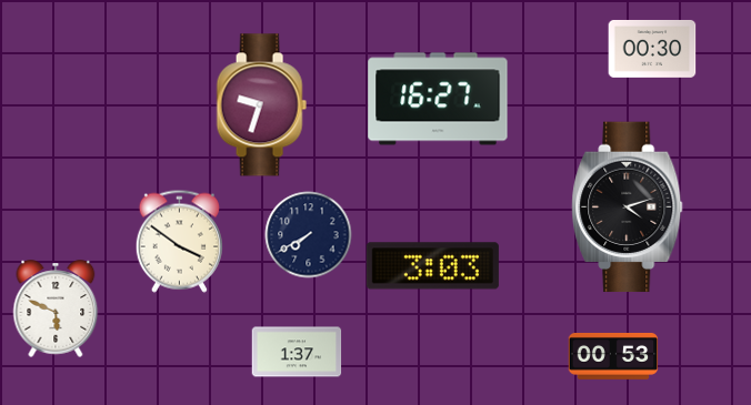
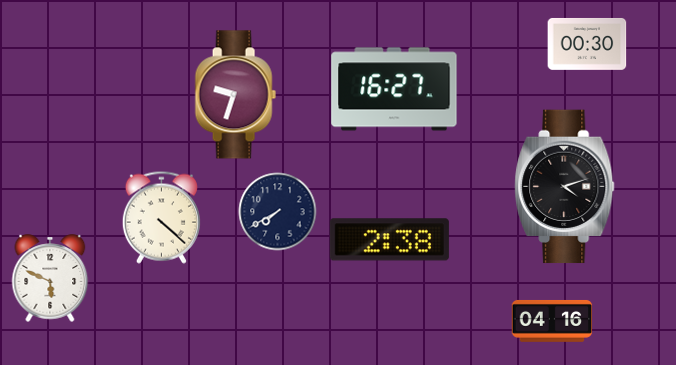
clock at (179, 241): 3:51 -> 4:22
clock at (432, 266): 3:03 -> 2:38
clock at (297, 352): 1:37 -> none
clock at (613, 356): 00:53 -> 04:16
